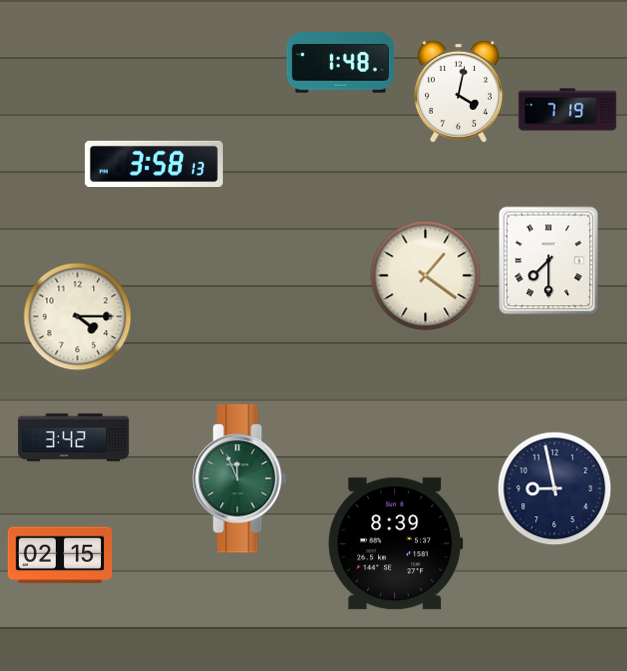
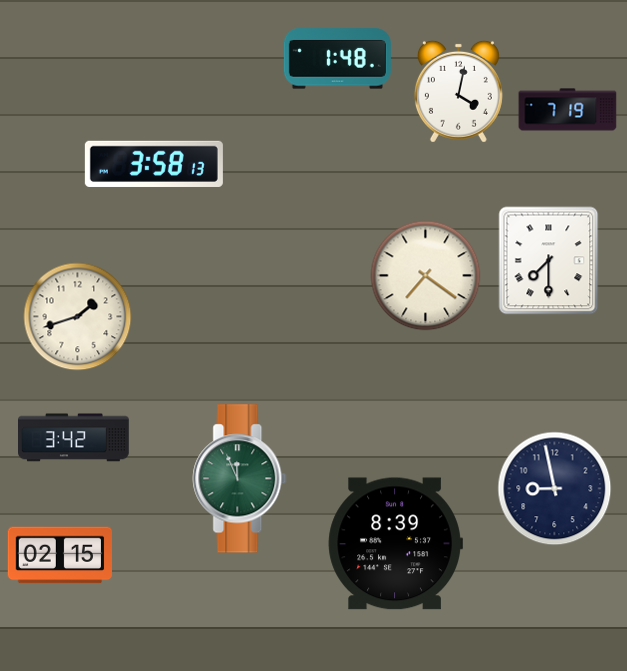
clock at (340, 63) position: (340, 63) -> (337, 59)
clock at (426, 276): 1:21 -> 7:21
clock at (78, 317): 4:15 -> 1:42
